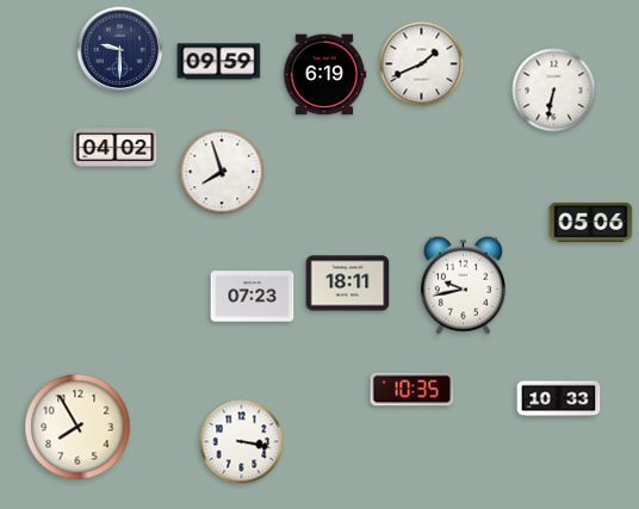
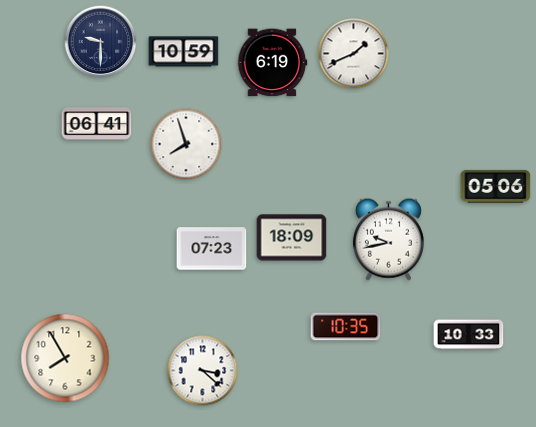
clock at (219, 62): 09:59 -> 10:59
clock at (554, 91): 6:32 -> none
clock at (116, 148): 04:02 -> 06:41
clock at (348, 284): 18:11 -> 18:09
clock at (242, 442): 3:17 -> 3:22
